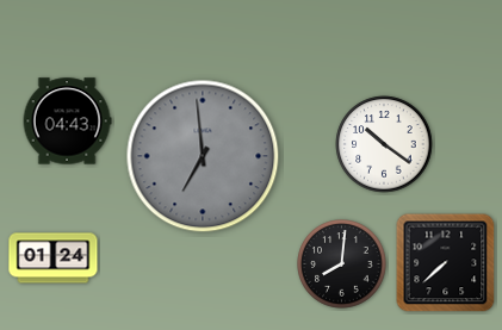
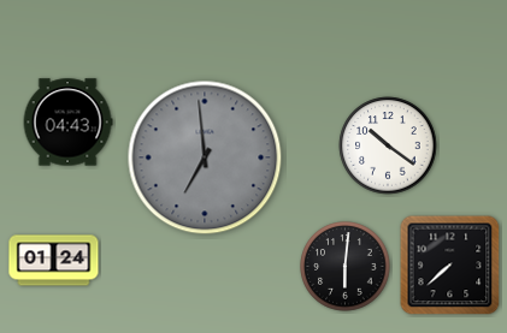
clock at (342, 264): 8:01 -> 6:01
